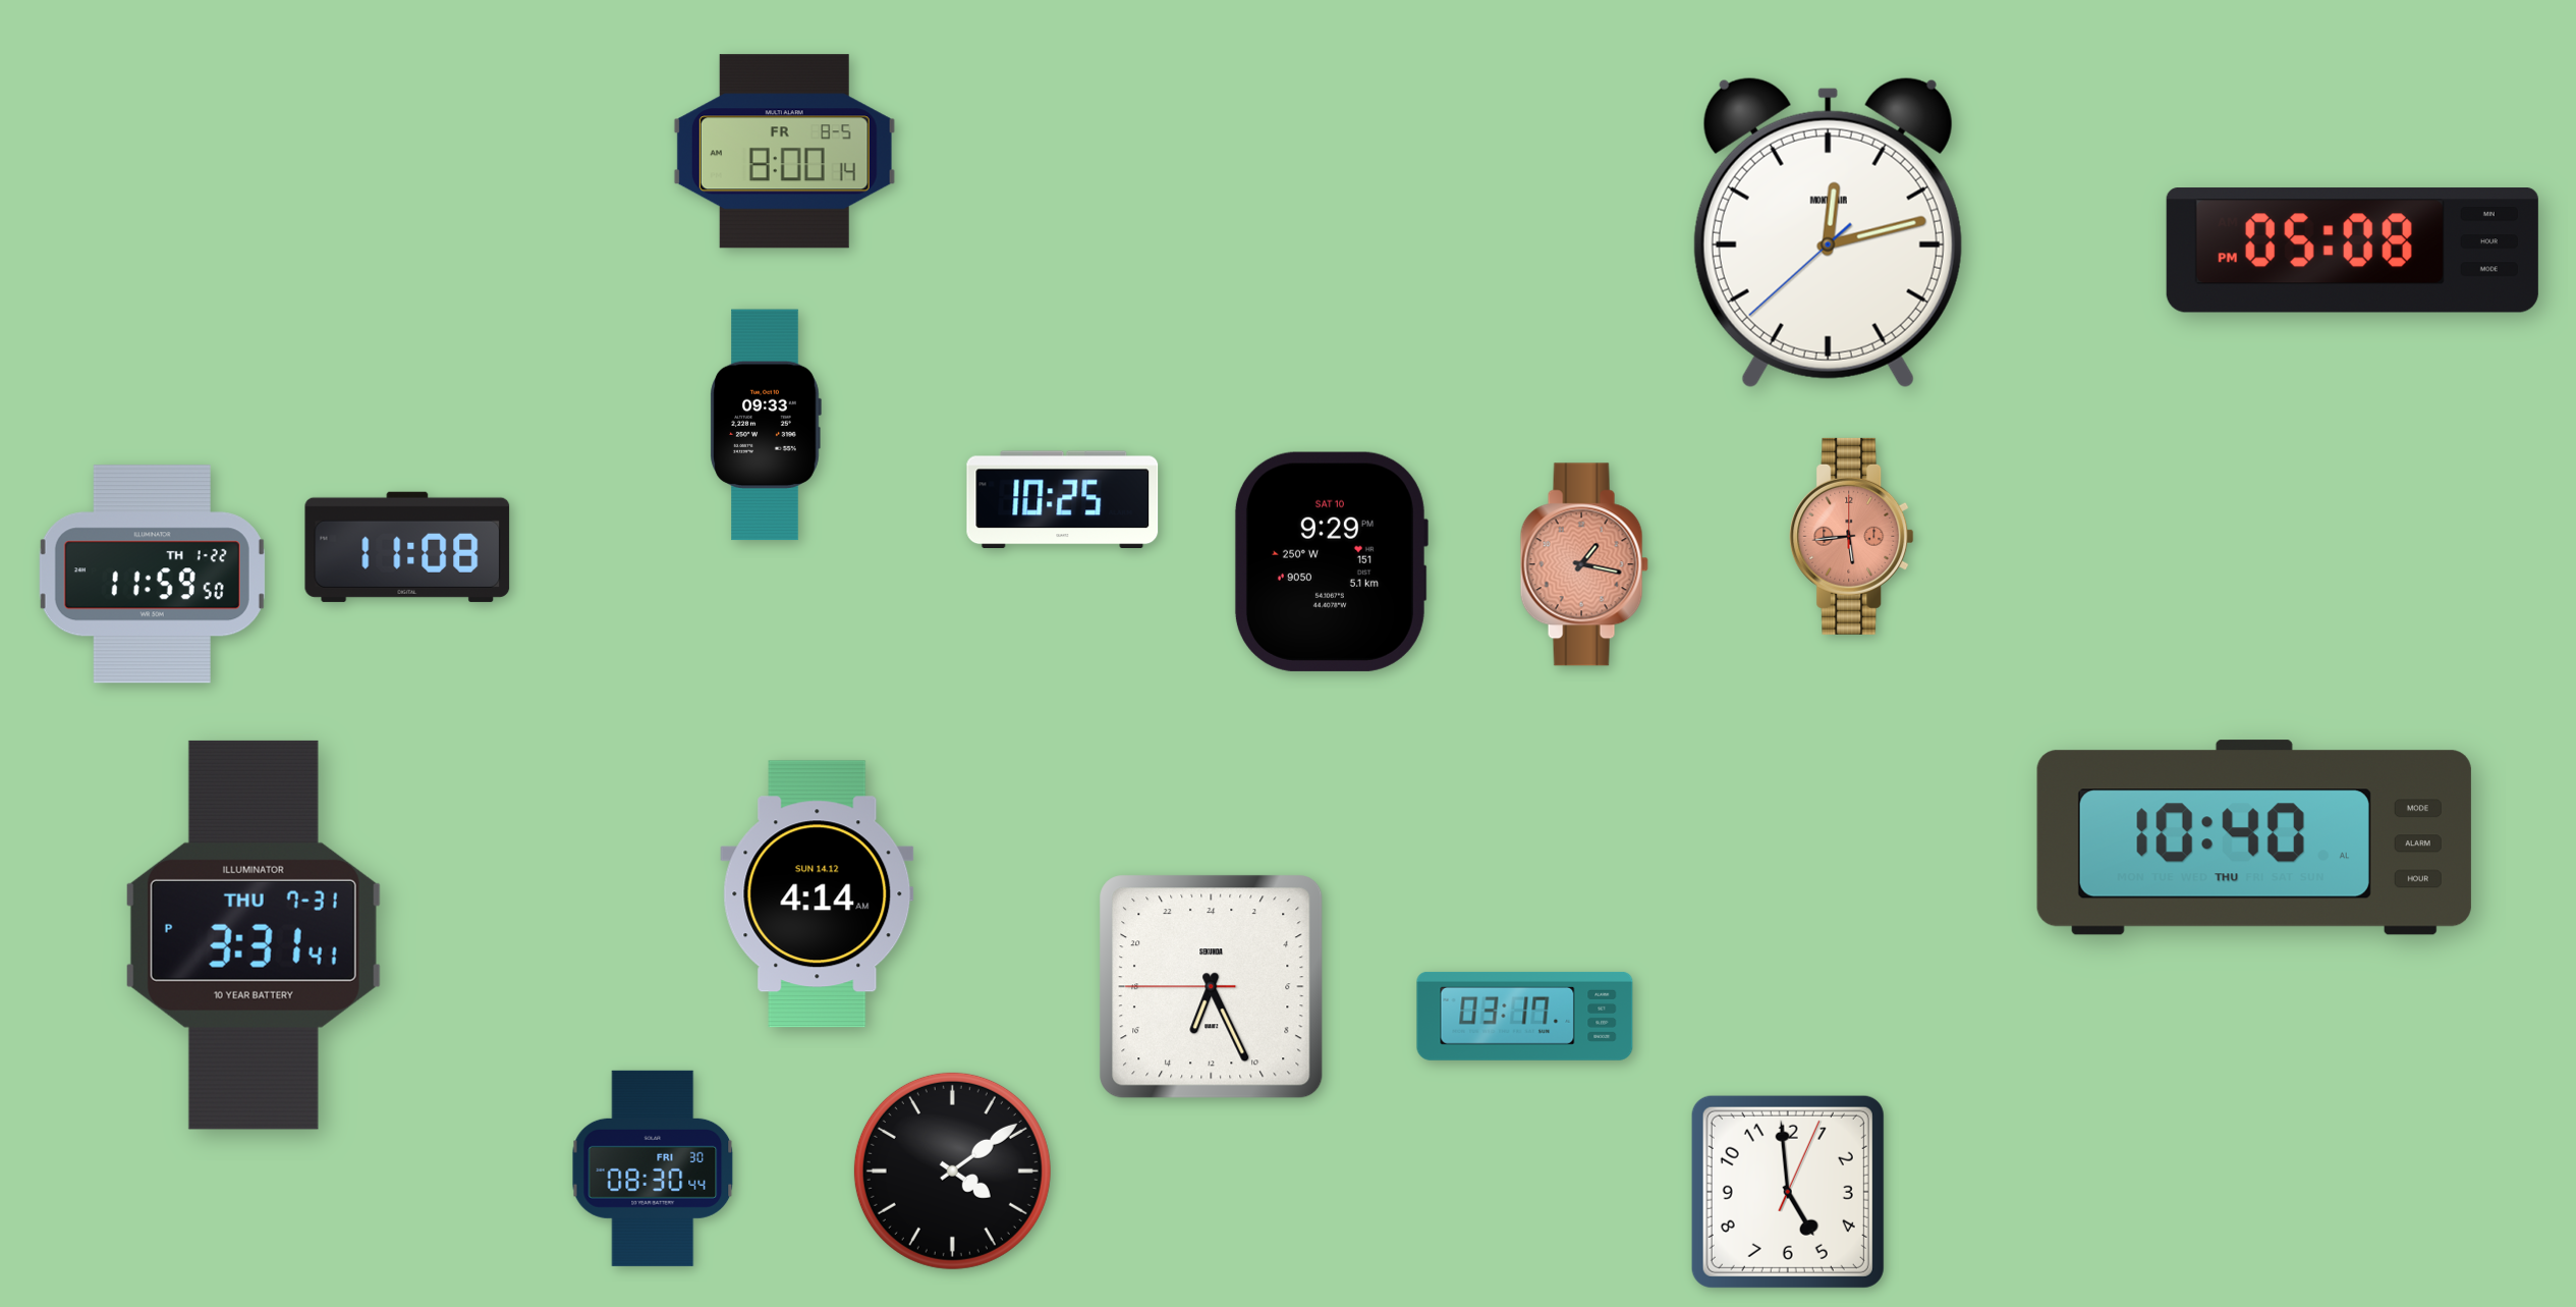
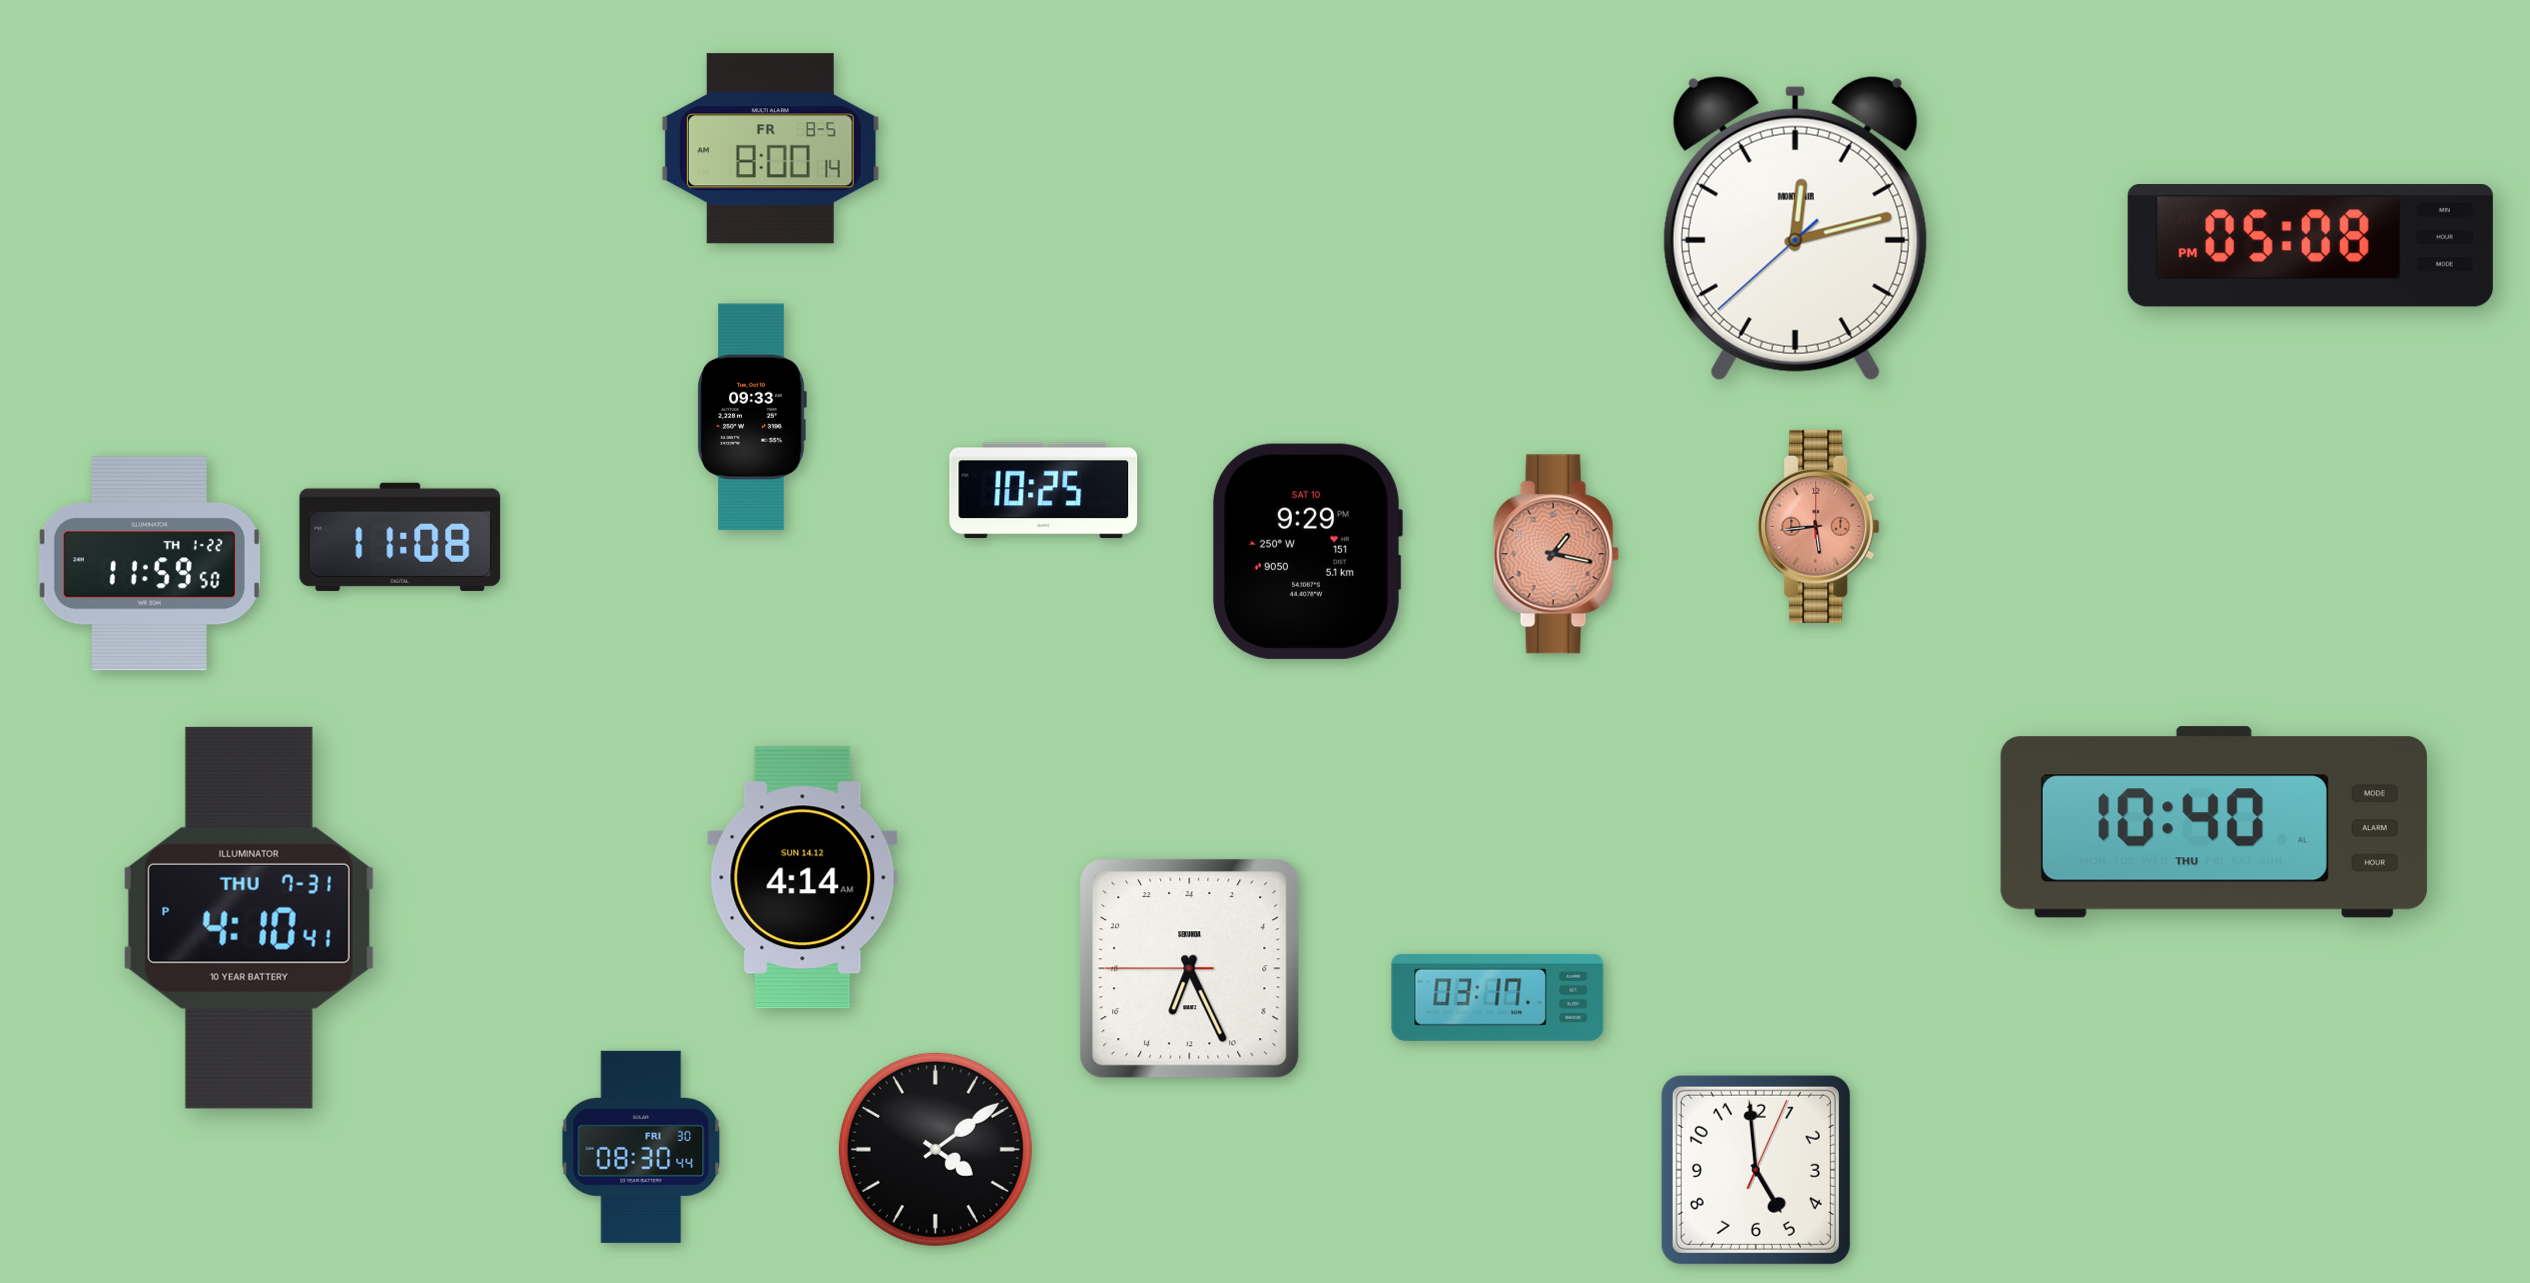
clock at (254, 935): 3:31 -> 4:10
